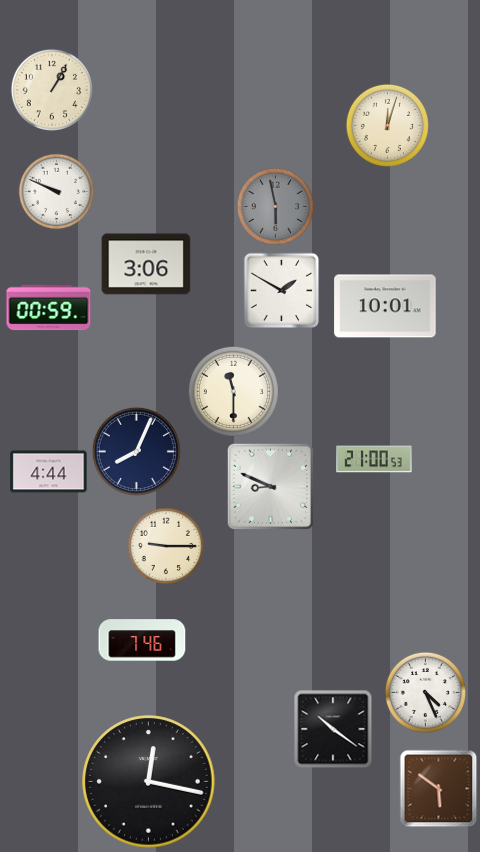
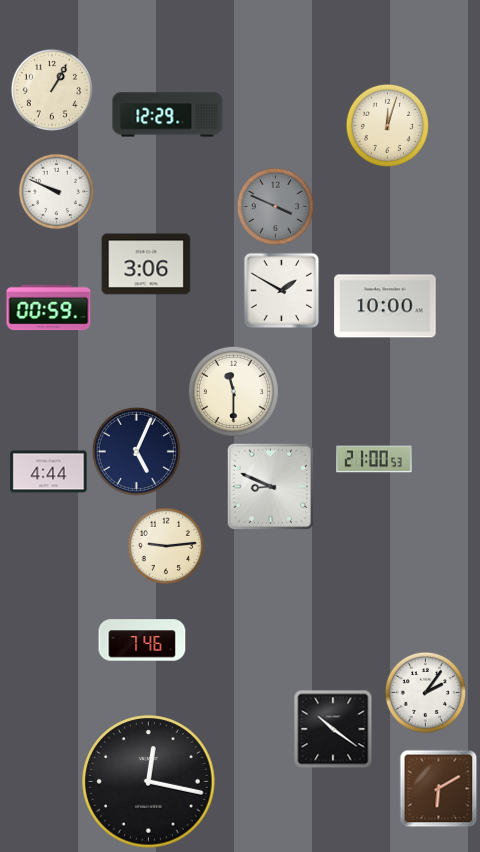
clock at (168, 115): none -> 12:29
clock at (276, 207): 5:58 -> 3:49
clock at (385, 306): 10:01 -> 10:00
clock at (136, 451): 8:04 -> 5:04
clock at (166, 546): 9:15 -> 9:14
clock at (425, 692): 4:26 -> 2:06
clock at (439, 789): 5:51 -> 6:10
